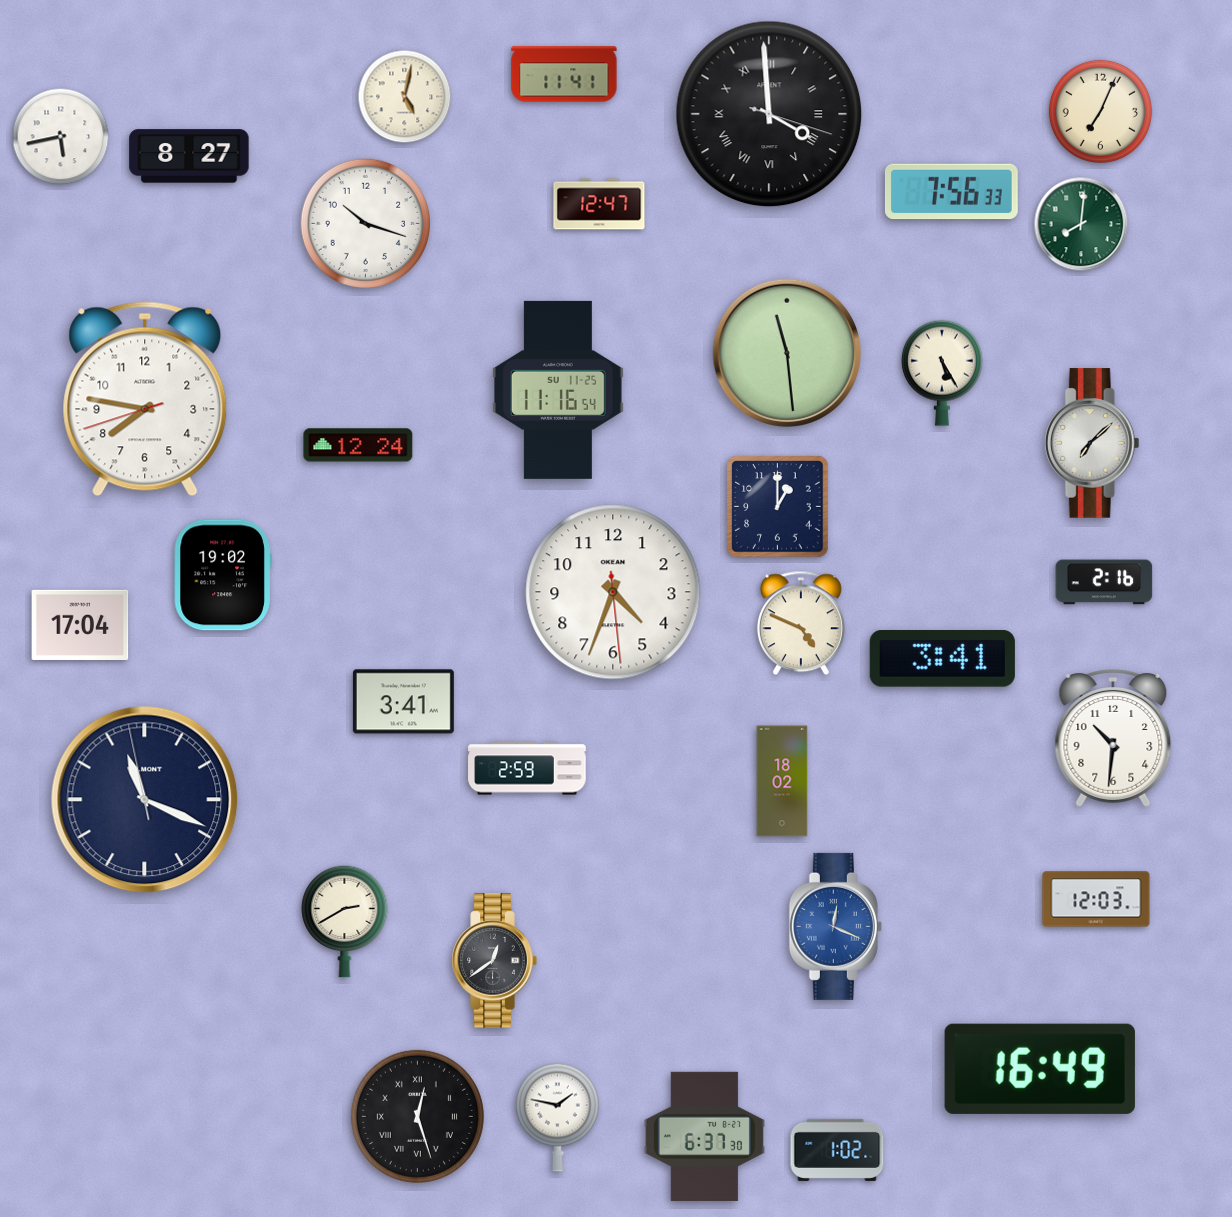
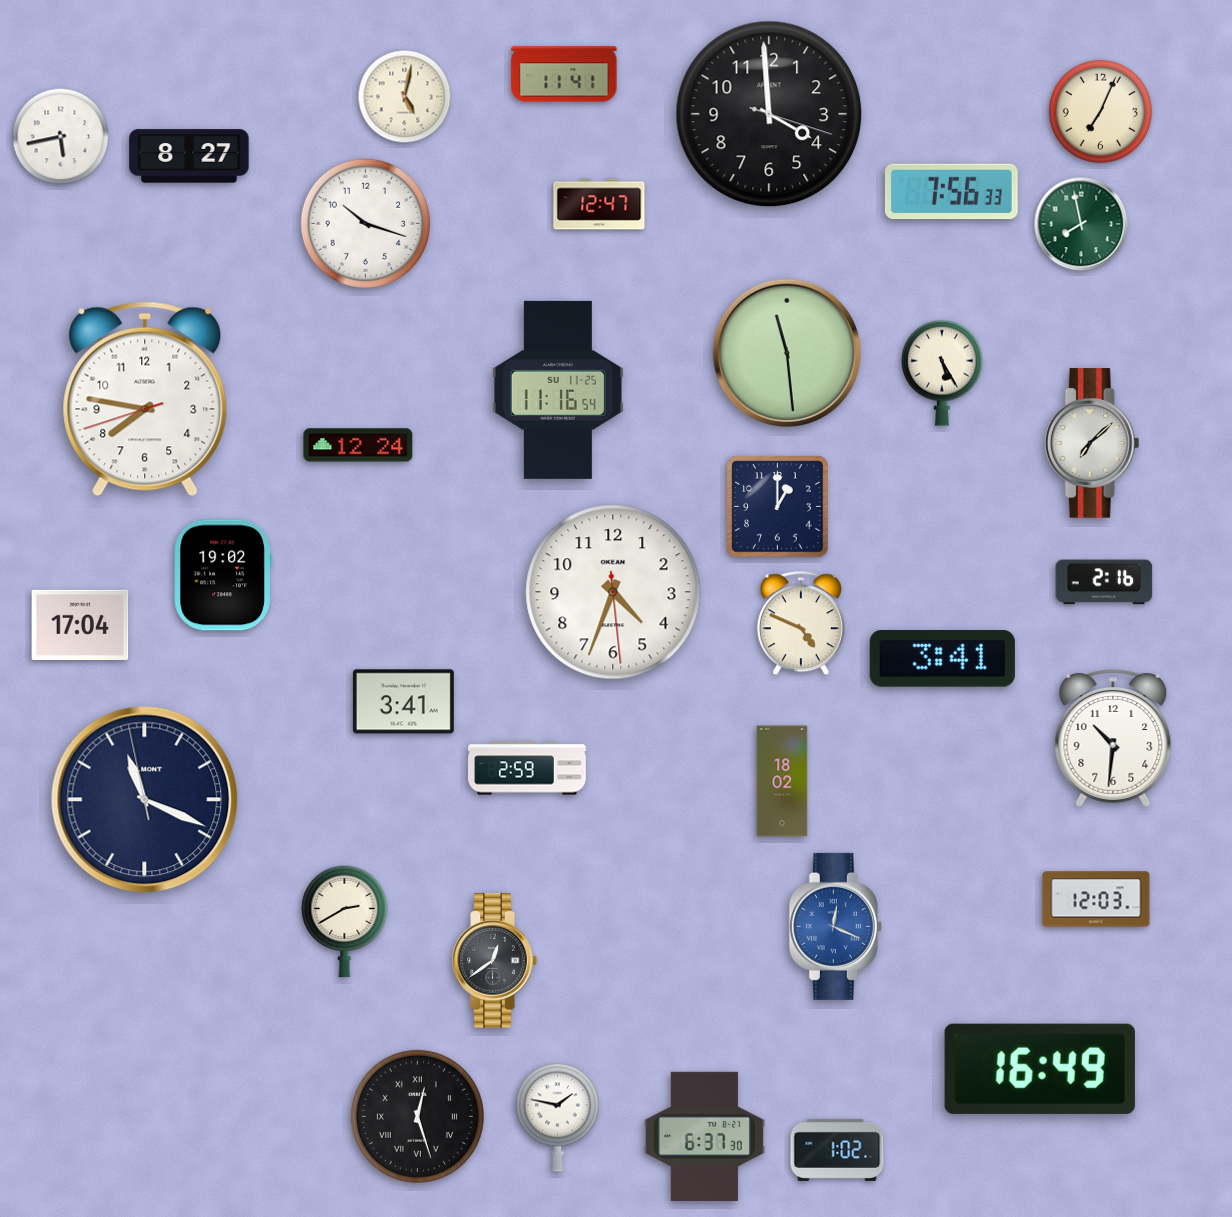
clock at (769, 114) numerals: Roman -> Arabic
clock at (1081, 224): 8:01 -> 7:58
